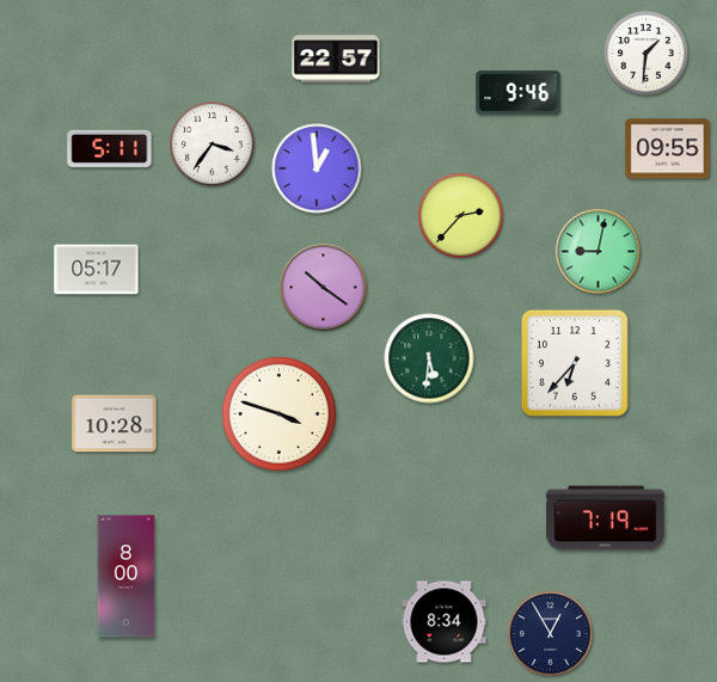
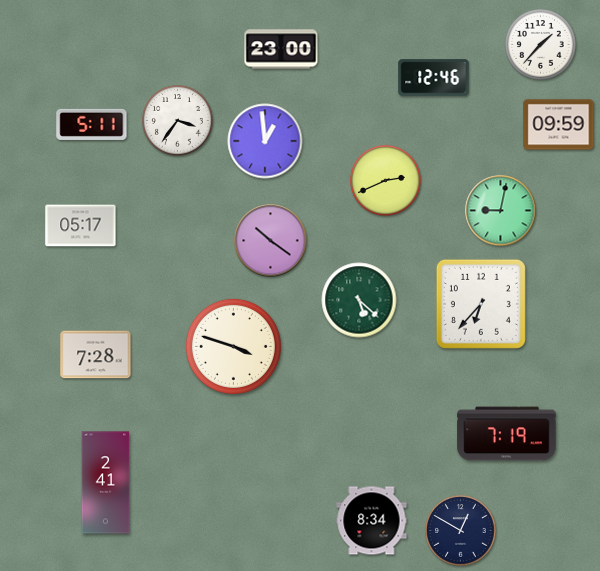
clock at (646, 54): 1:31 -> 1:37
clock at (336, 59): 22:57 -> 23:00
clock at (519, 93): 9:46 -> 12:46
clock at (668, 149): 09:55 -> 09:59
clock at (461, 216): 2:37 -> 2:41
clock at (429, 358): 5:31 -> 5:22
clock at (115, 424): 10:28 -> 7:28
clock at (127, 577): 8:00 -> 2:41
clock at (551, 634): 12:55 -> 12:50
